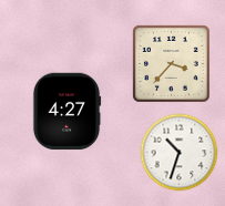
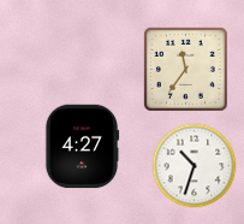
clock at (172, 64): 3:37 -> 11:36
clock at (67, 112) position: (67, 112) -> (82, 147)
